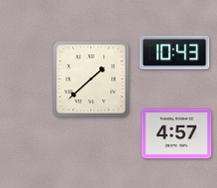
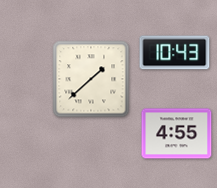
clock at (177, 134): 4:57 -> 4:55
